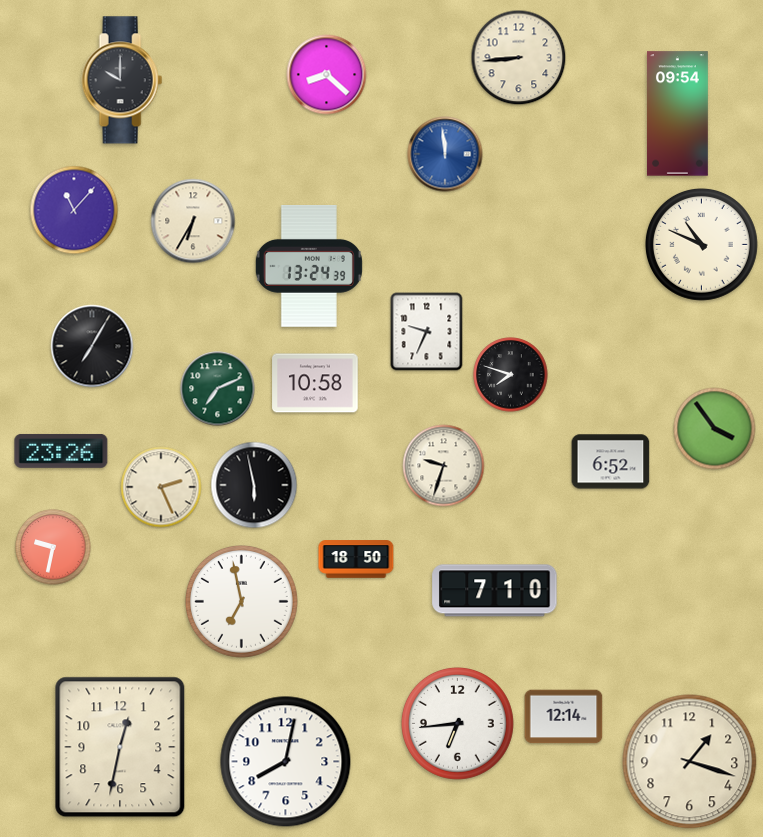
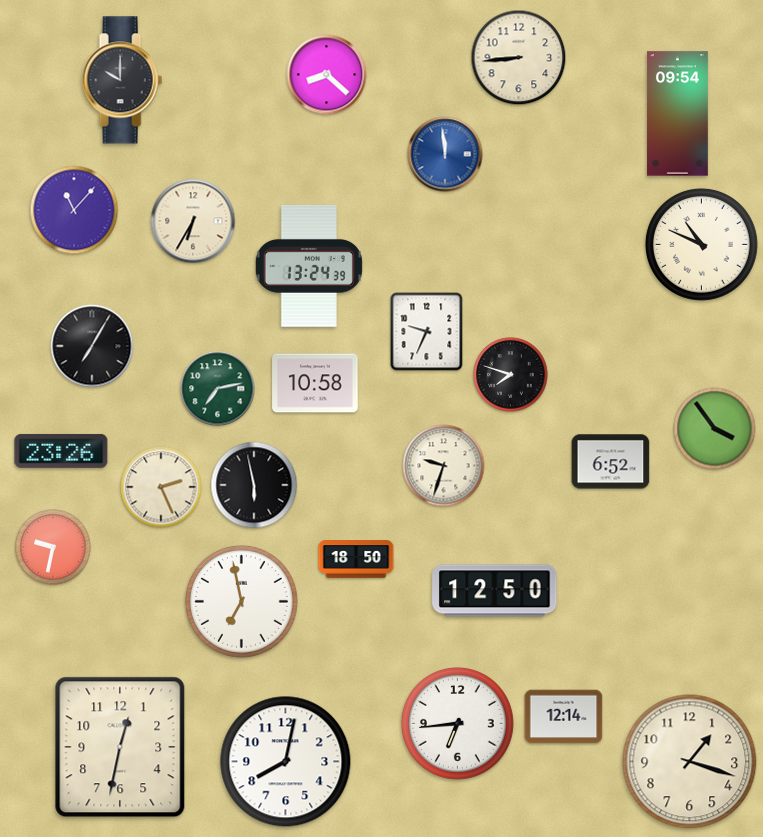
clock at (218, 389): 7:11 -> 7:13
clock at (495, 591): 7:10 -> 12:50
